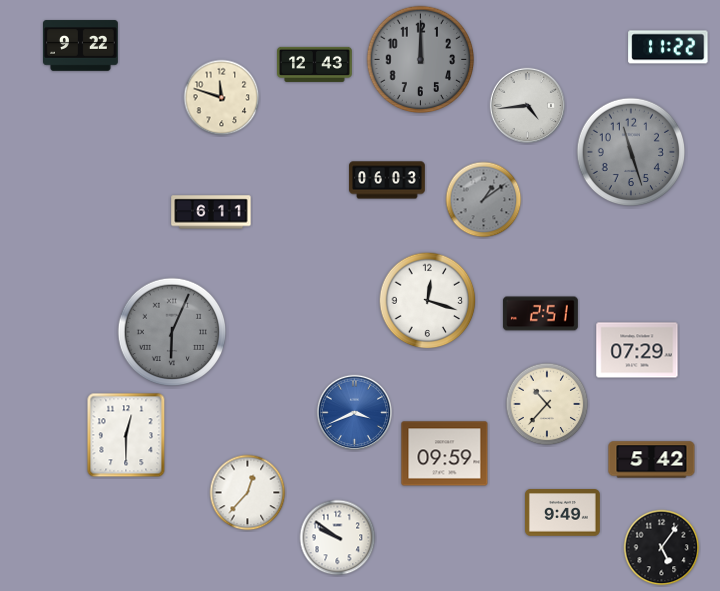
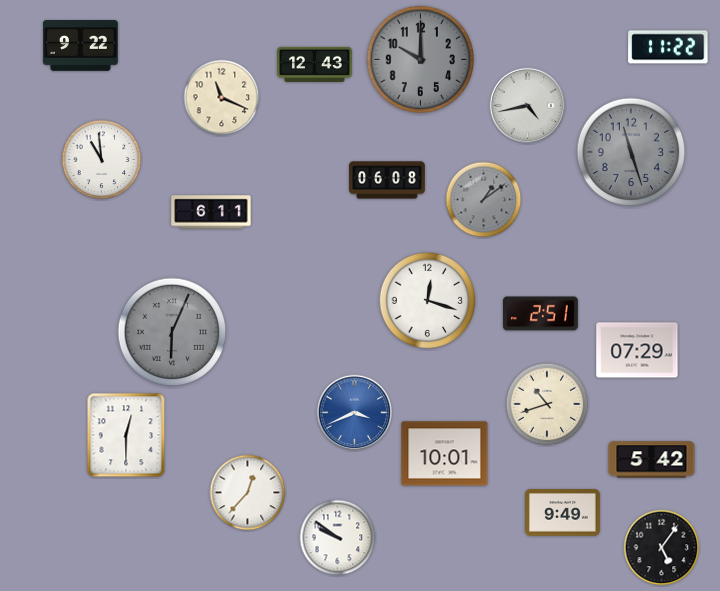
clock at (421, 60): 12:00 -> 10:00
clock at (222, 98): 11:48 -> 11:19
clock at (528, 106): 4:44 -> 4:43
clock at (102, 160): none -> 10:59
clock at (387, 180): 06:03 -> 06:08
clock at (547, 404): 10:37 -> 10:42
clock at (445, 454): 09:59 -> 10:01
